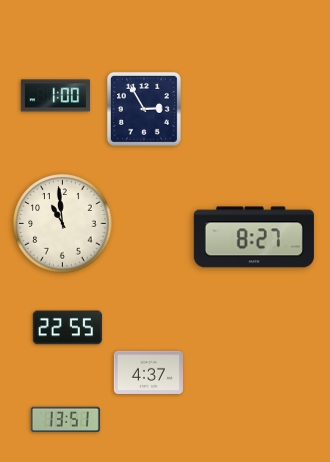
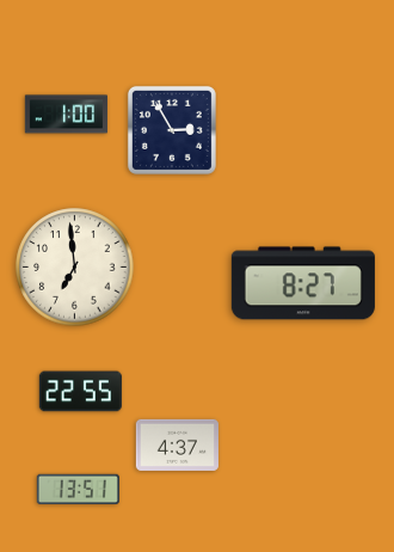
clock at (63, 224): 10:59 -> 6:59
clock at (65, 420) position: (65, 420) -> (78, 490)
